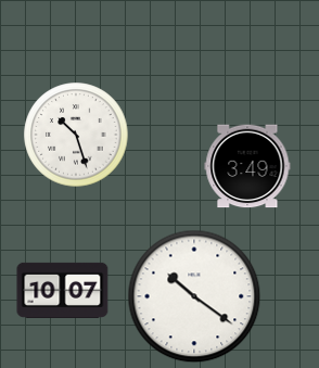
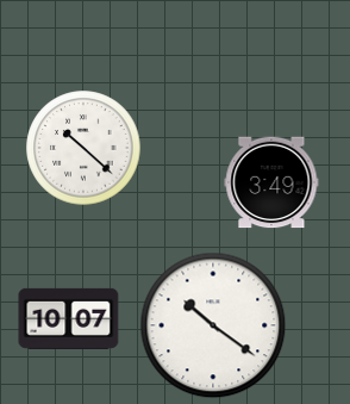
clock at (76, 135): 10:27 -> 10:22
